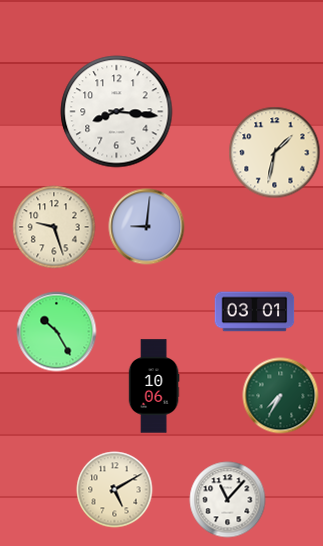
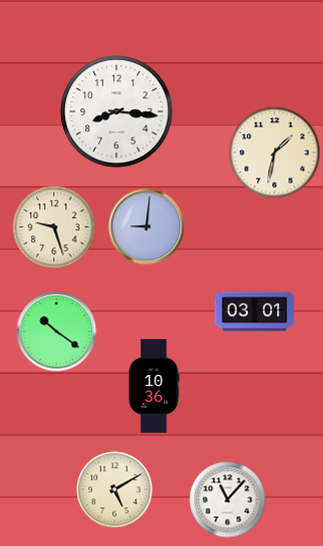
clock at (57, 332): 10:25 -> 10:21
clock at (154, 386): 10:06 -> 10:36
clock at (281, 396): 7:35 -> none
